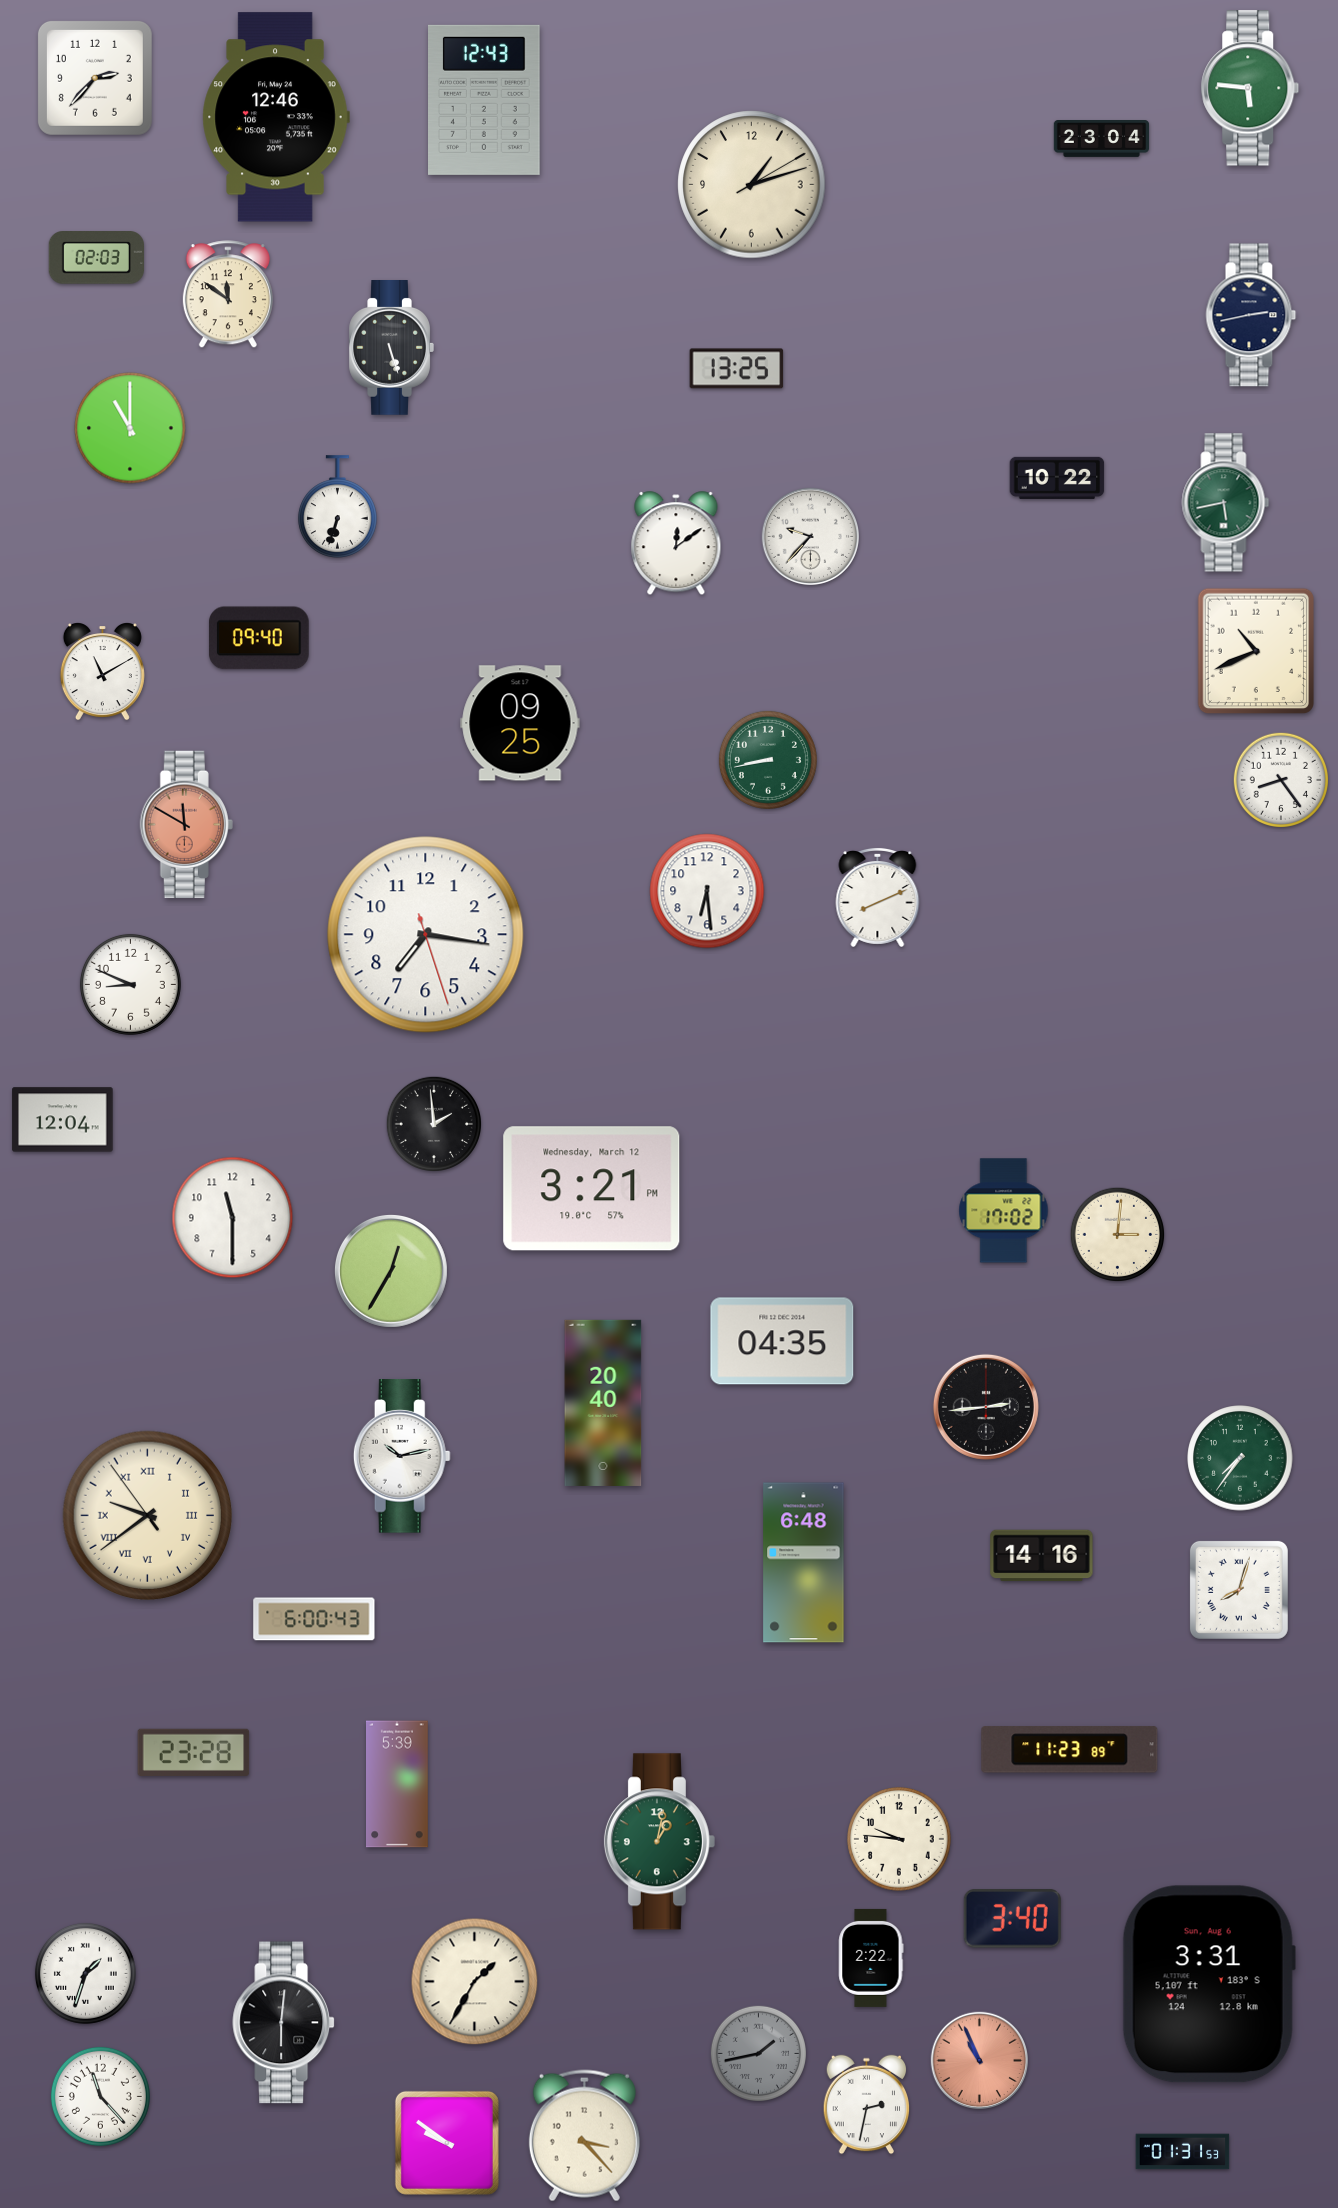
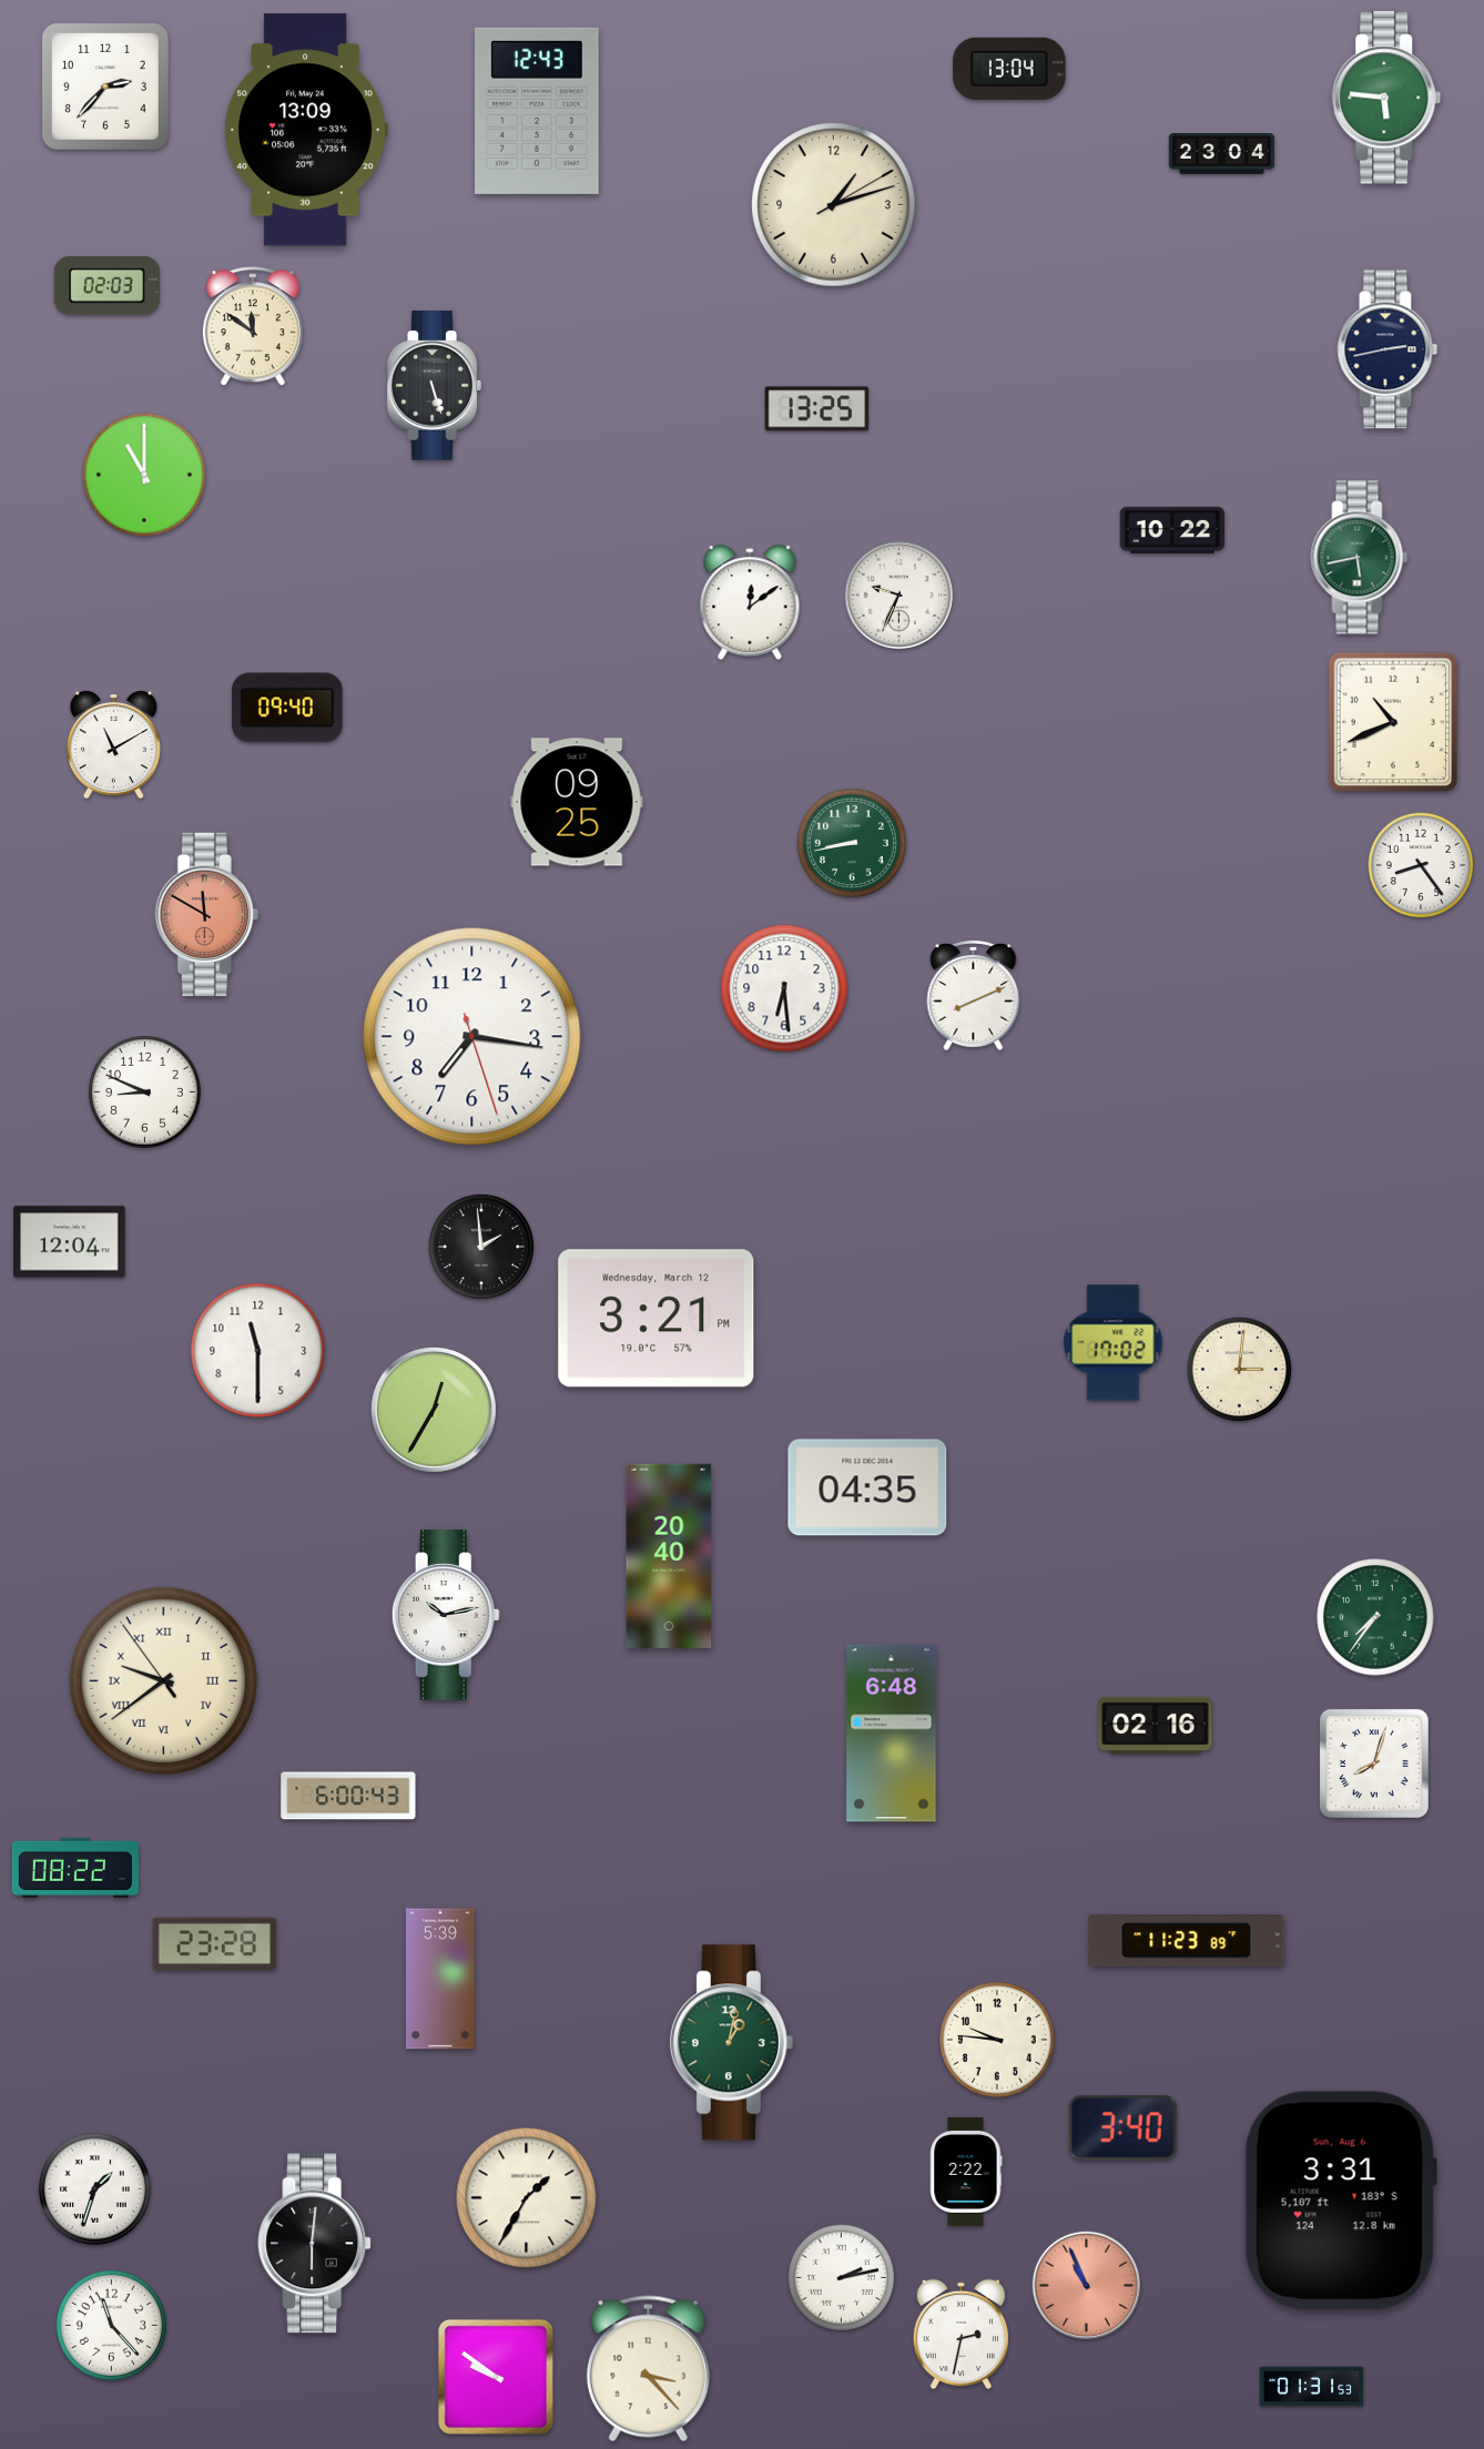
clock at (1009, 69): none -> 13:04
clock at (276, 117): 12:46 -> 13:09
clock at (337, 506): 6:33 -> none
clock at (811, 537): 9:37 -> 9:34
clock at (986, 1407): 2:44 -> none
clock at (1042, 1556): 14:16 -> 02:16
clock at (75, 1868): none -> 08:22
clock at (758, 2053): 1:43 -> 2:13
clock at (758, 2053) dial: grey -> white
